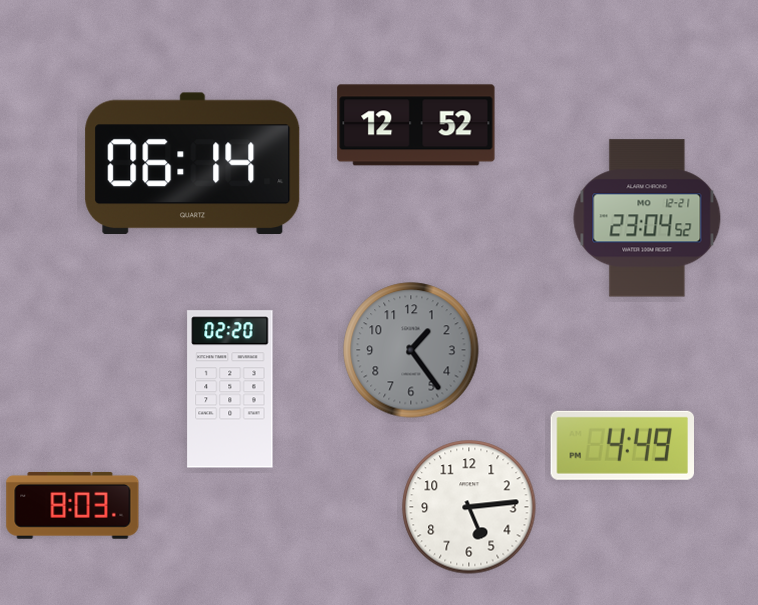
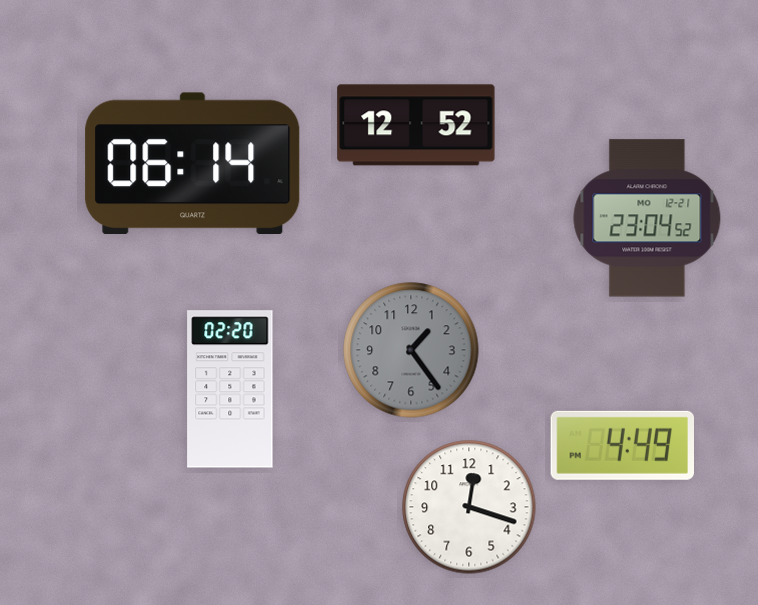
clock at (73, 505): 8:03 -> none
clock at (469, 507): 5:14 -> 12:18
